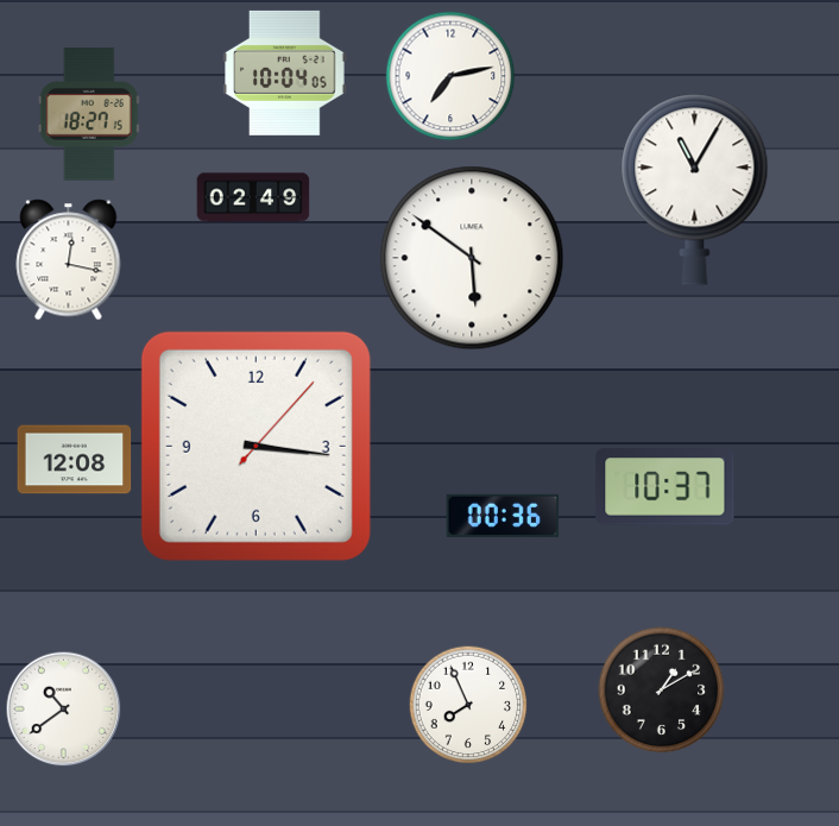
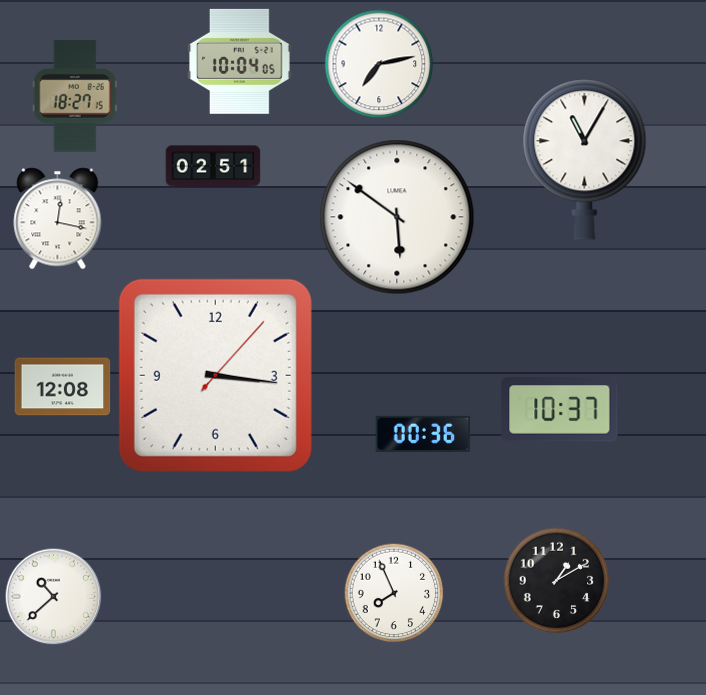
clock at (253, 197): 02:49 -> 02:51
clock at (64, 710): 10:39 -> 10:38
